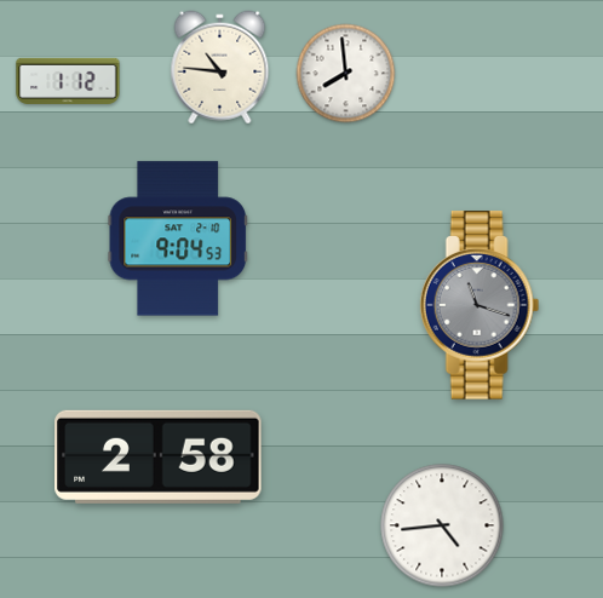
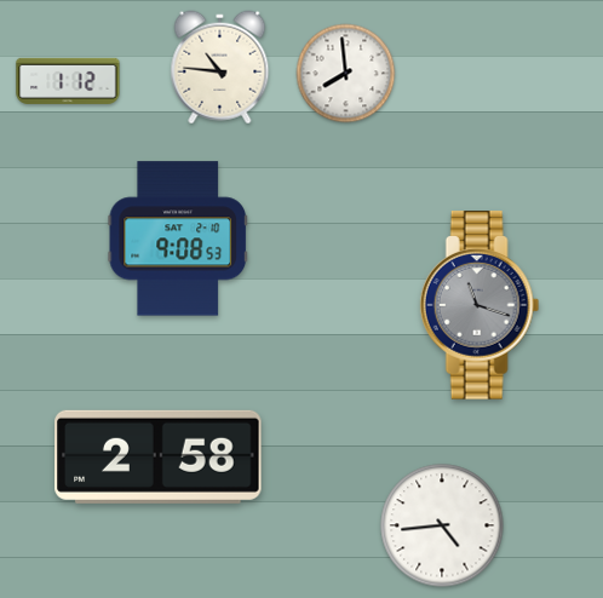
clock at (178, 238): 9:04 -> 9:08
